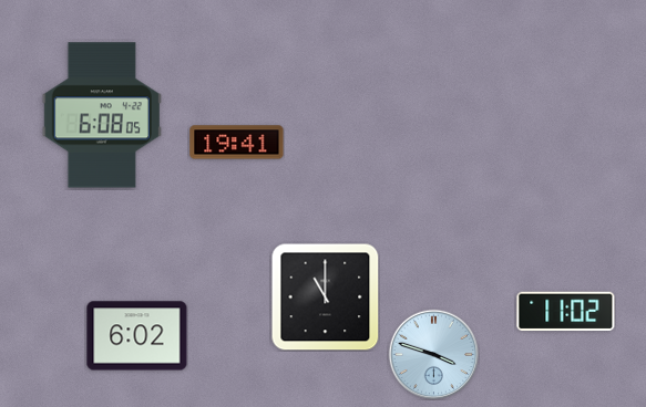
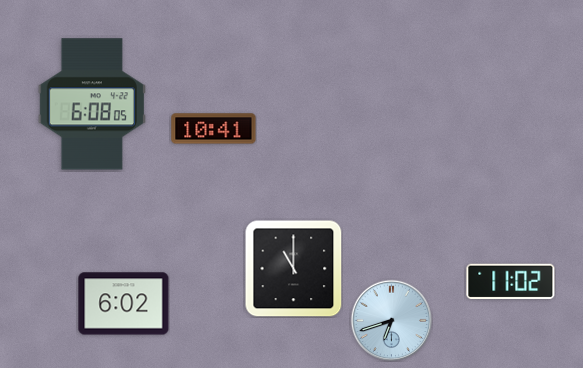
clock at (237, 143): 19:41 -> 10:41
clock at (433, 354): 3:48 -> 6:42
